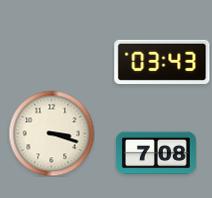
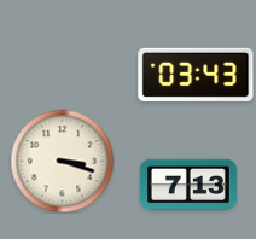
clock at (156, 153): 7:08 -> 7:13
